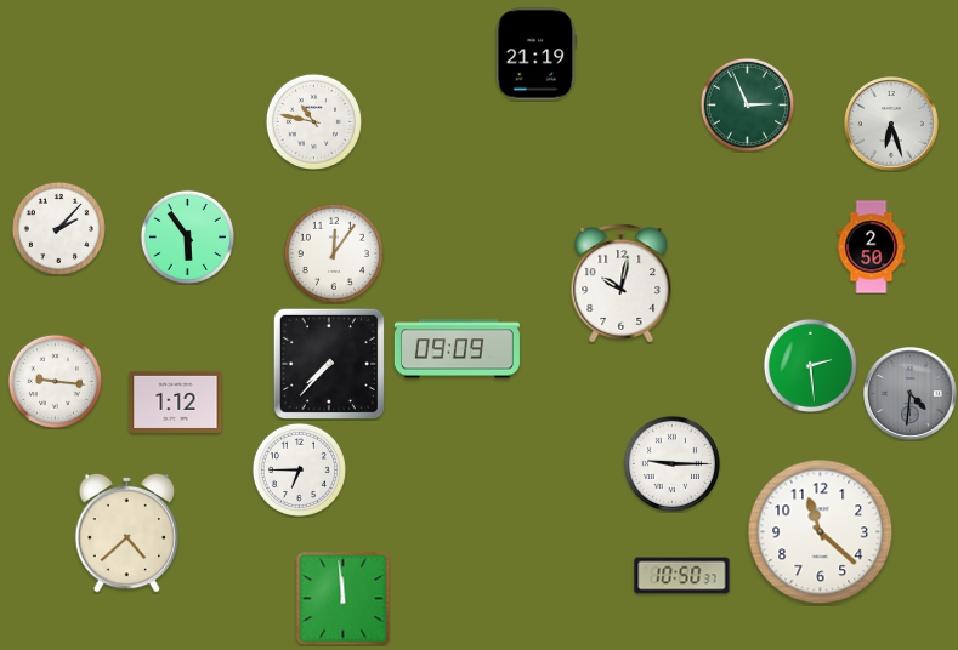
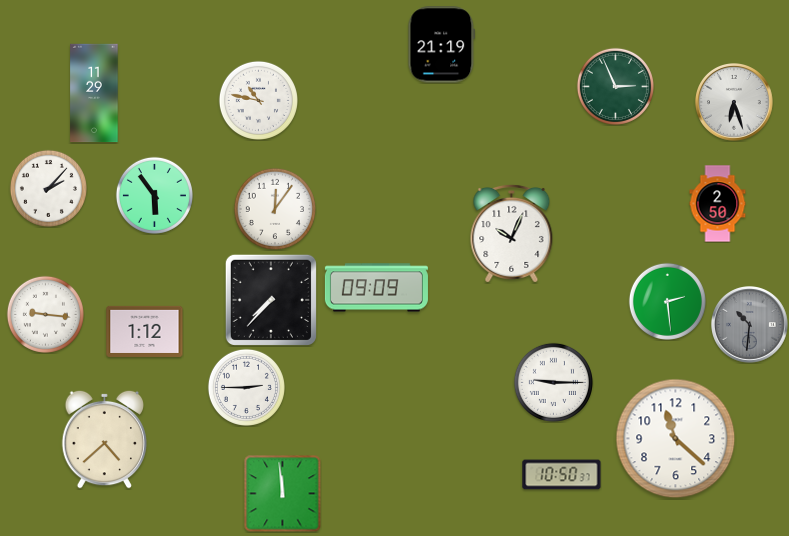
clock at (94, 93): none -> 11:29
clock at (622, 283): 10:02 -> 10:04
clock at (911, 394): 4:31 -> 10:31
clock at (299, 469): 6:45 -> 2:45
